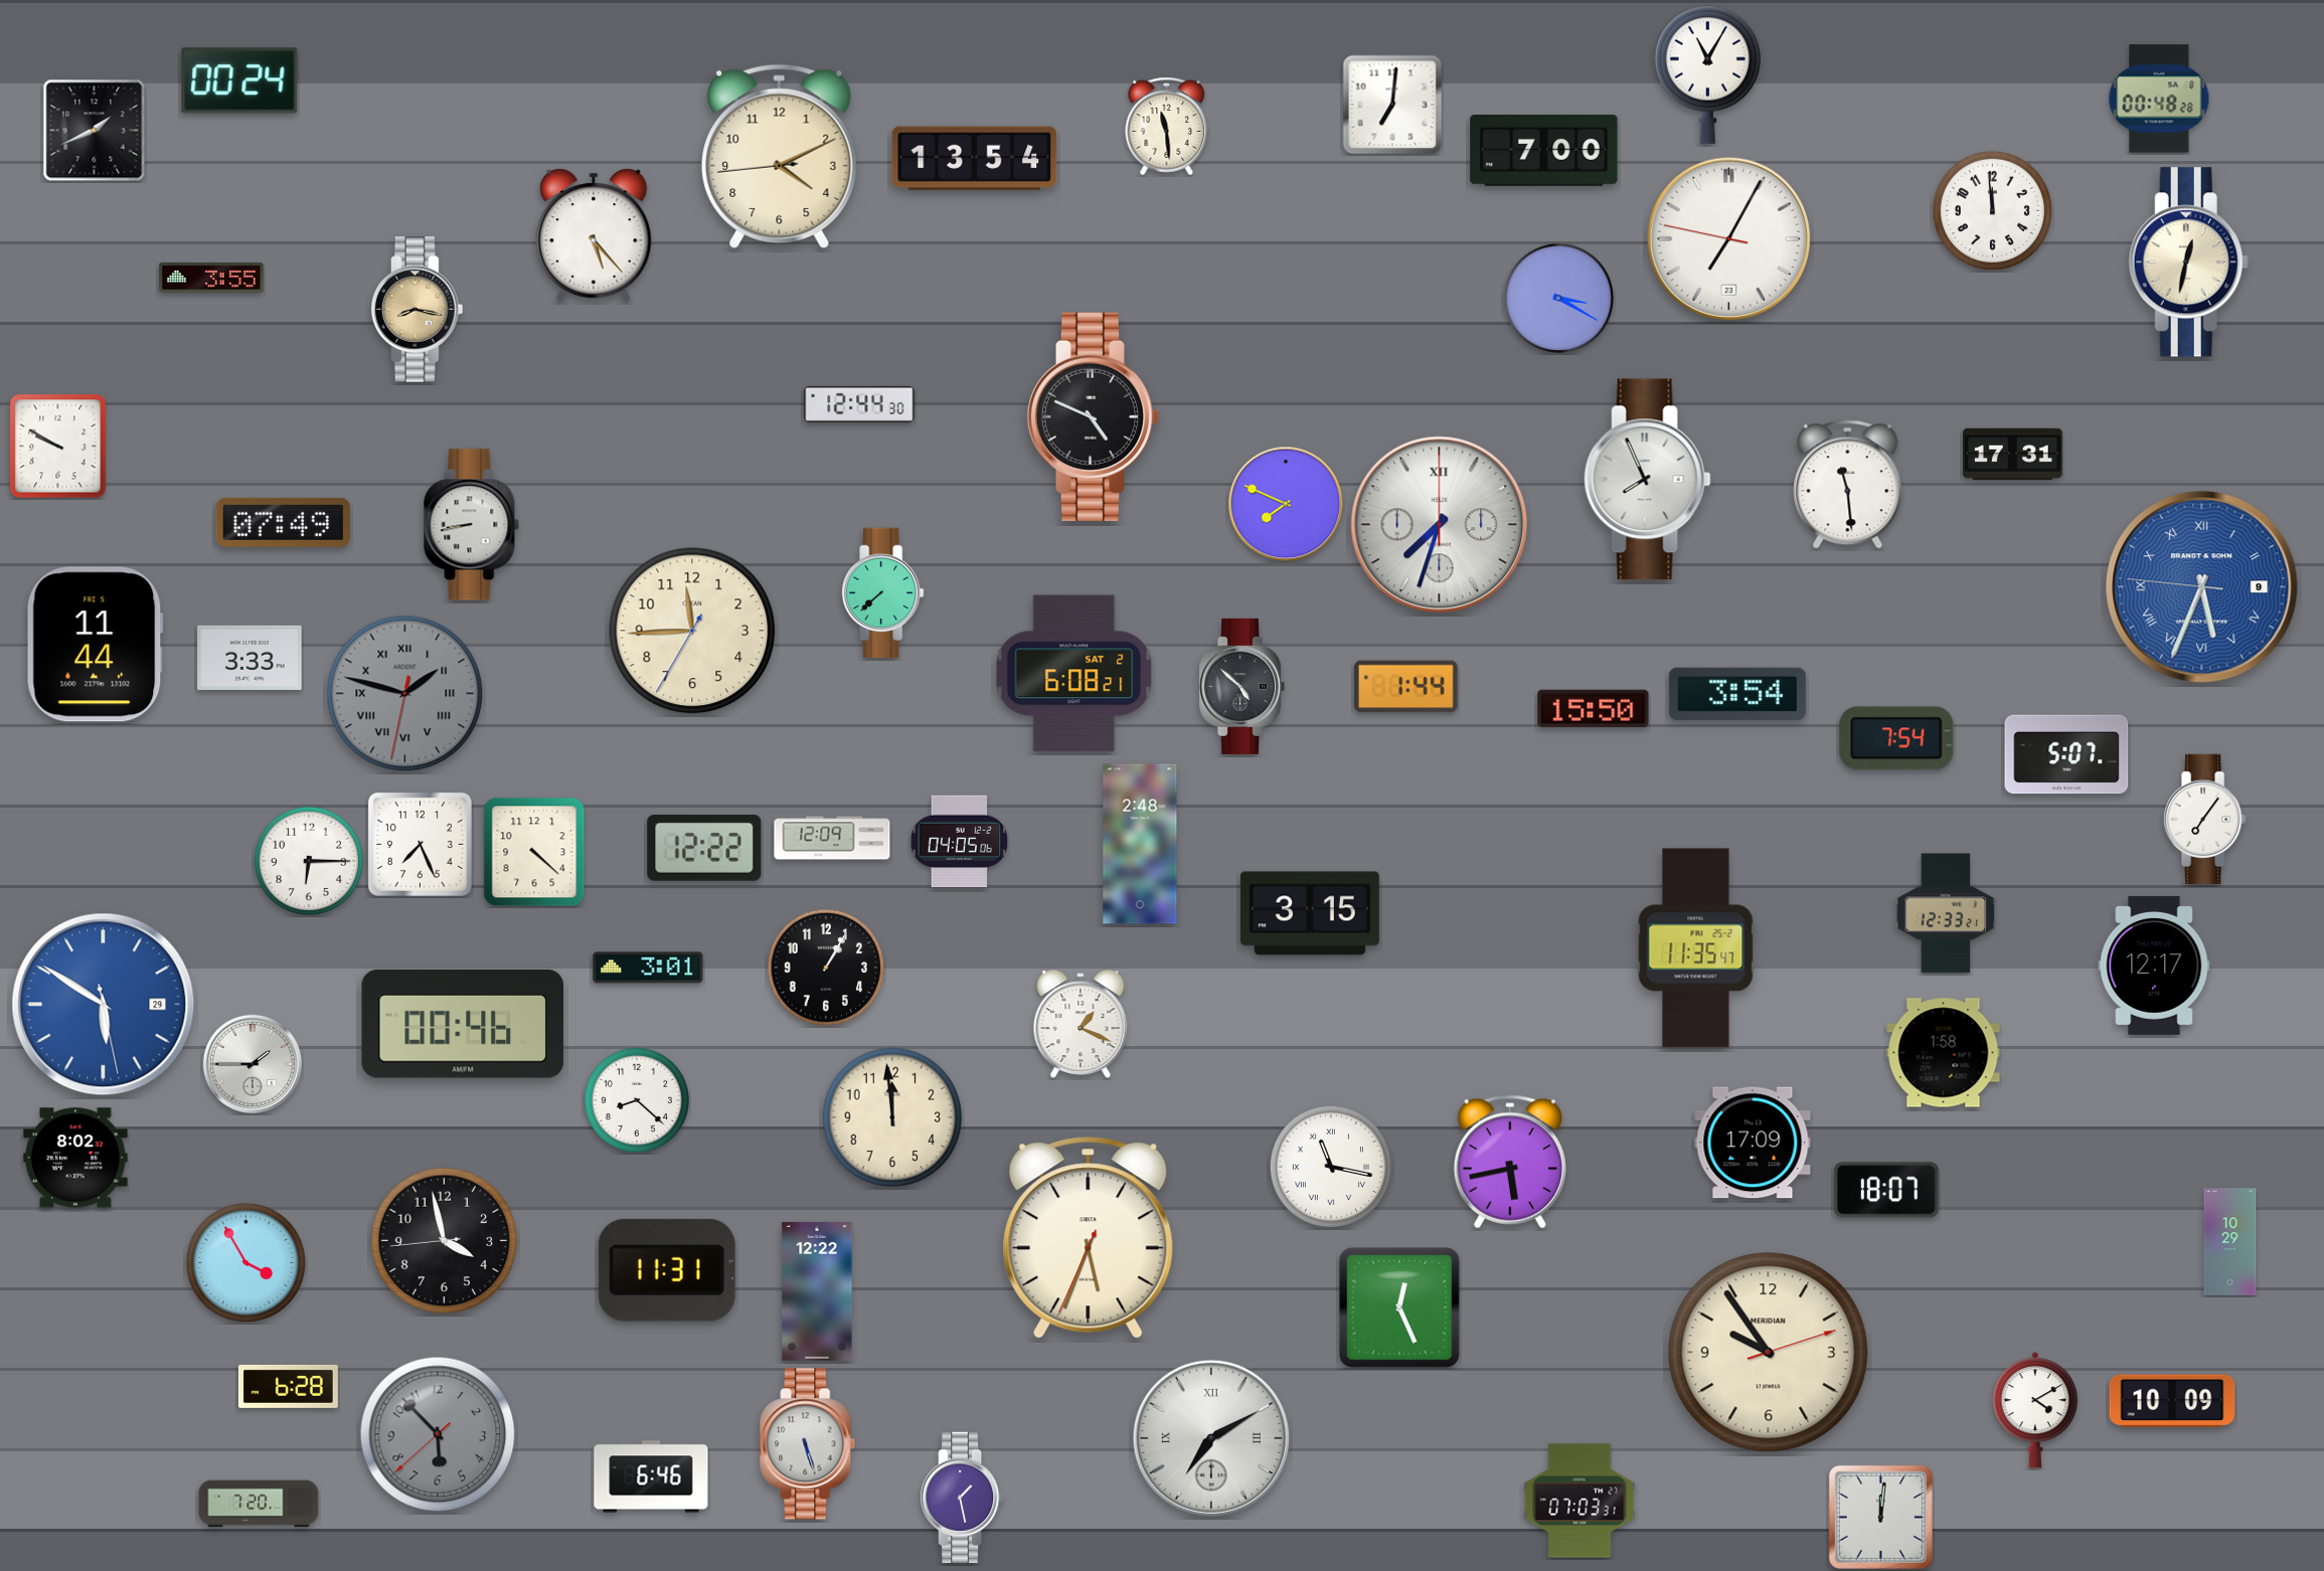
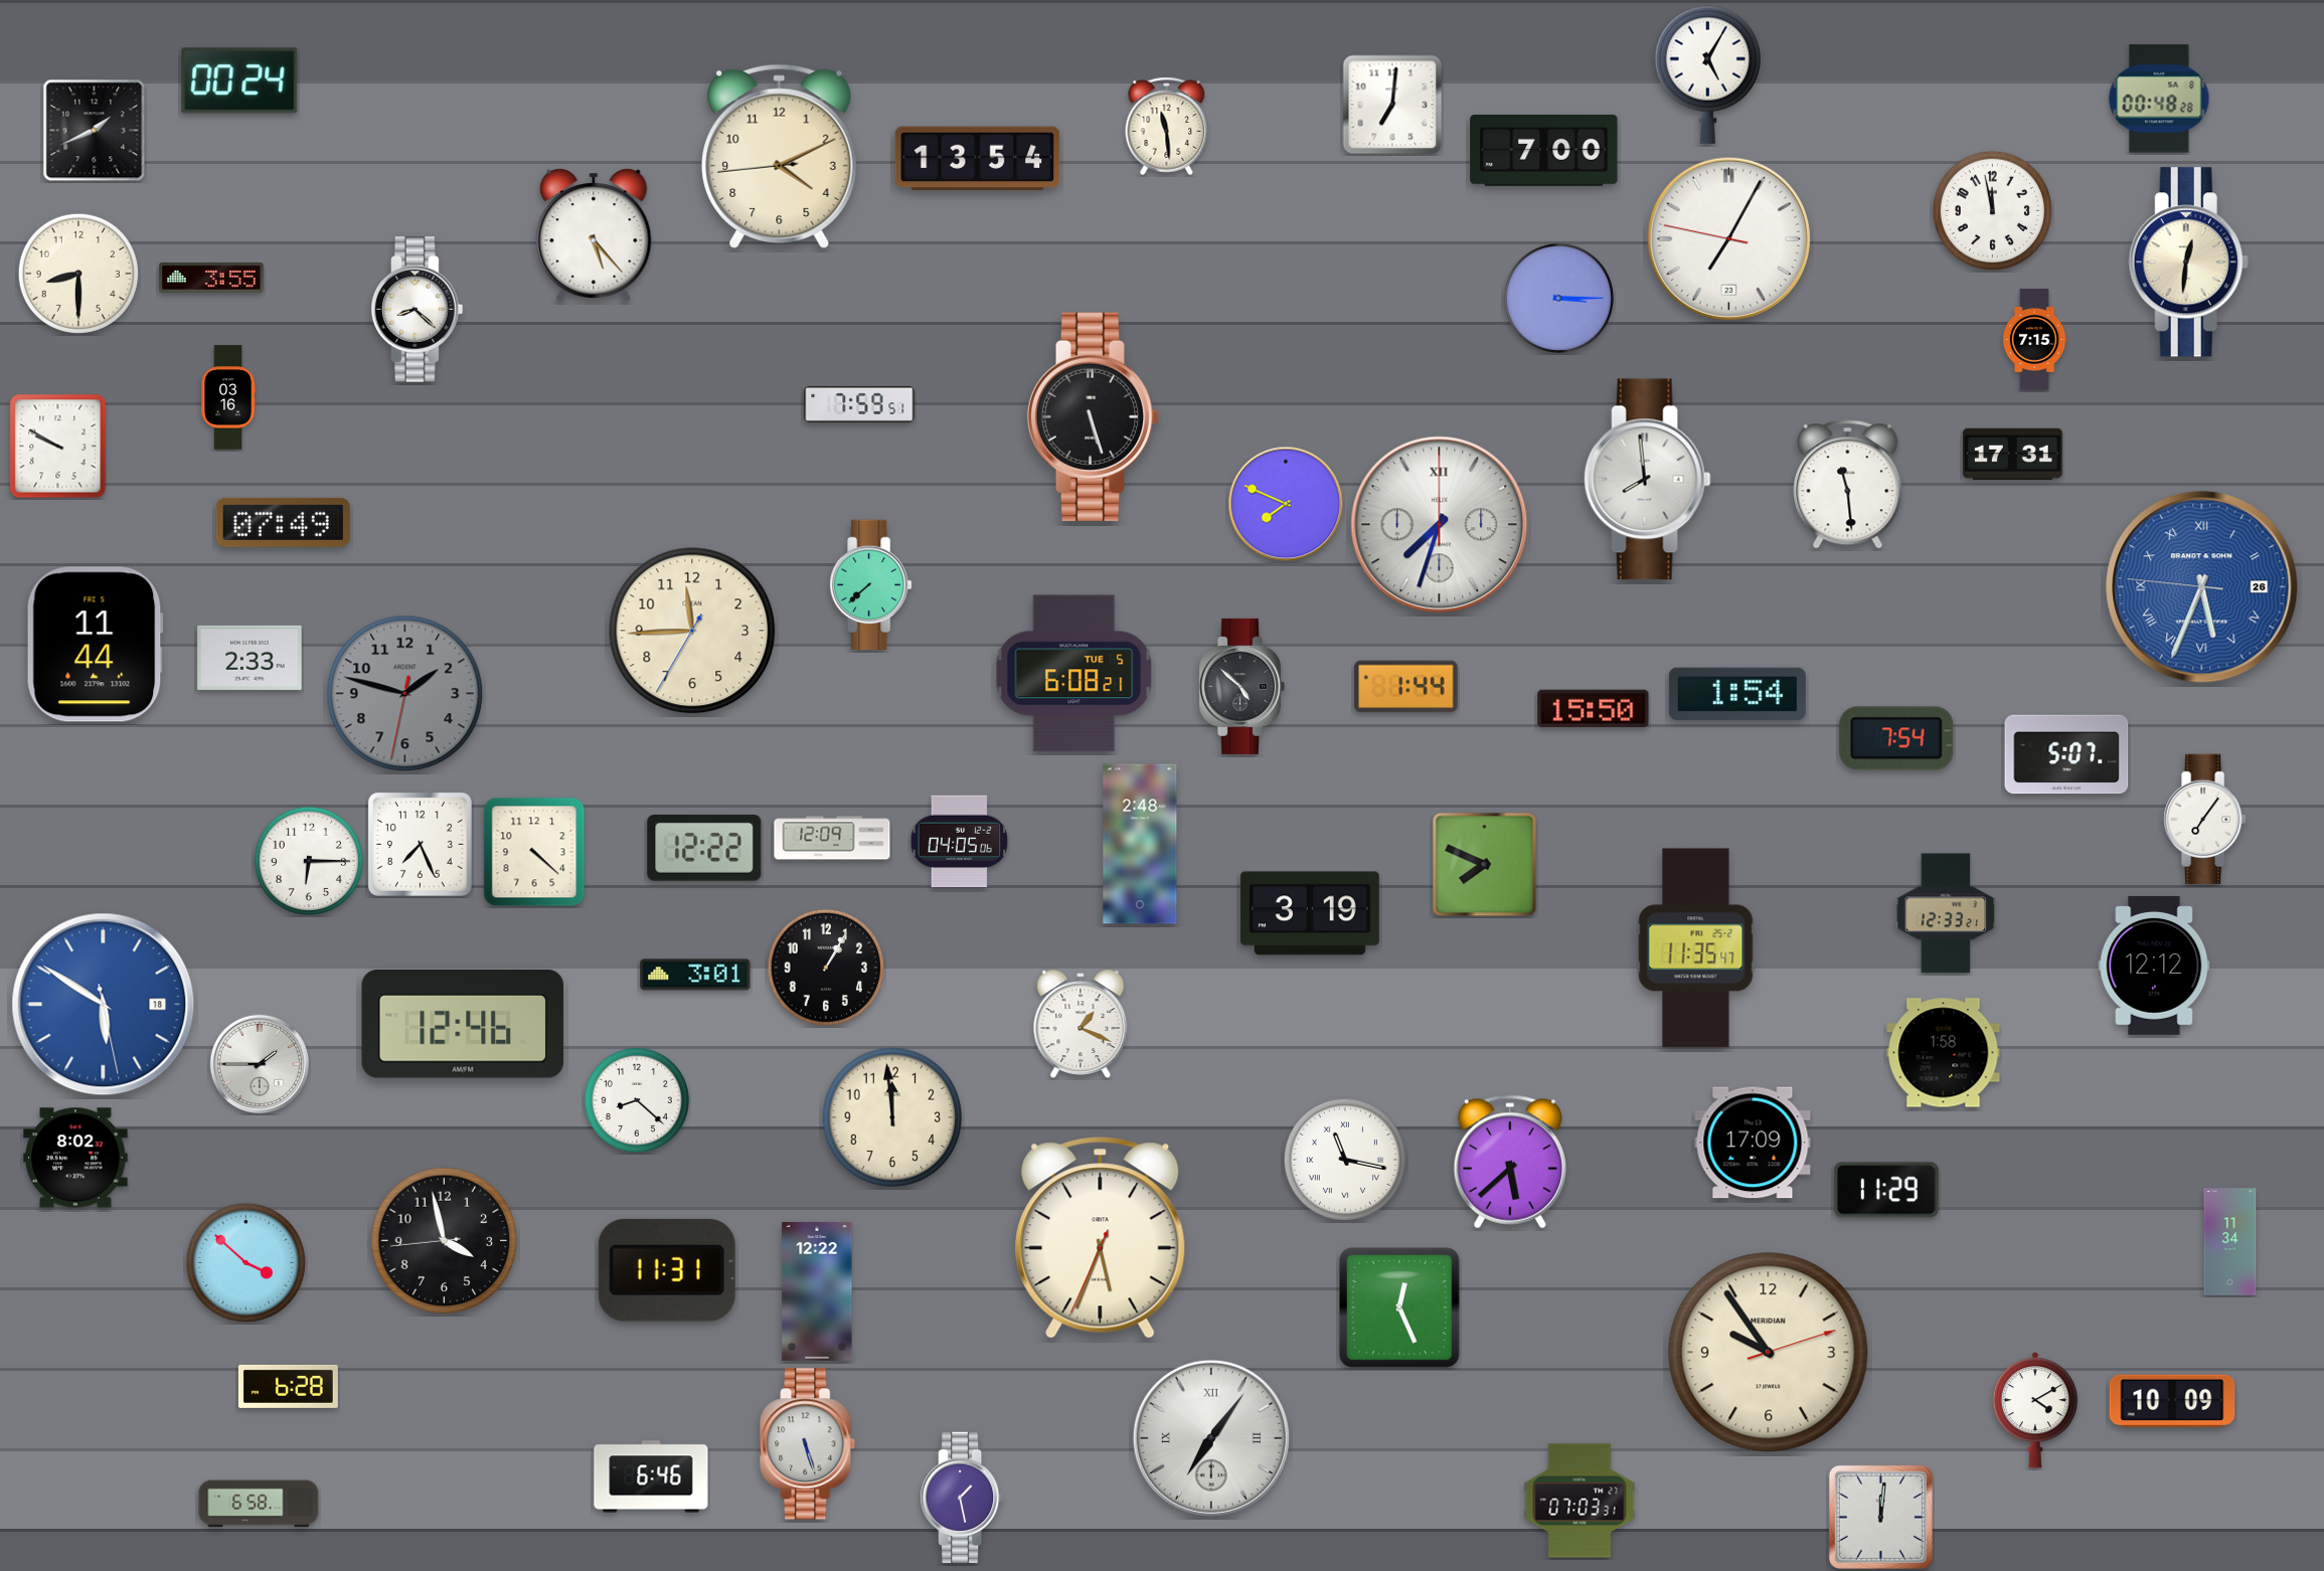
clock at (1707, 74): 11:05 -> 5:05
clock at (975, 159) position: (975, 159) -> (978, 159)
clock at (1992, 210): 11:59 -> 11:58
clock at (2188, 263): 12:32 -> 12:31
clock at (77, 273): none -> 8:30
clock at (1558, 298): 3:20 -> 3:15
clock at (418, 310): 8:17 -> 8:22
clock at (418, 310) dial: champagne -> white
clock at (2034, 340): none -> 7:15
clock at (228, 397): none -> 03:16
clock at (859, 404): 12:44 -> 7:59
clock at (1094, 416): 4:49 -> 5:27
clock at (1647, 480): 7:56 -> 7:59
clock at (472, 525): 8:43 -> none
clock at (2202, 587) date: 9 -> 26
clock at (883, 593) position: (883, 593) -> (871, 585)
clock at (250, 658): 3:33 -> 2:33
clock at (1074, 674) date: SAT 2 -> TUE 5
clock at (405, 694) numerals: Roman -> Arabic
clock at (1737, 694): 3:54 -> 1:54
clock at (1485, 865): none -> 7:49
clock at (1310, 913): 3:15 -> 3:19
clock at (2154, 966): 12:17 -> 12:12
clock at (648, 968) position: (648, 968) -> (695, 975)
clock at (104, 1005) date: 29 -> 18
clock at (463, 1024): 00:46 -> 12:46
clock at (252, 1063) position: (252, 1063) -> (259, 1063)
clock at (1510, 1162): 5:43 -> 5:38
clock at (1330, 1166) position: (1330, 1166) -> (1344, 1159)
clock at (1886, 1190): 18:07 -> 11:29
clock at (1089, 1238) position: (1089, 1238) -> (1101, 1238)
clock at (2230, 1242): 10:29 -> 11:34
clock at (245, 1262): 3:55 -> 3:52
clock at (438, 1434): 5:52 -> none
clock at (1211, 1438): 7:10 -> 7:06
clock at (259, 1504): 7:20 -> 6:58
